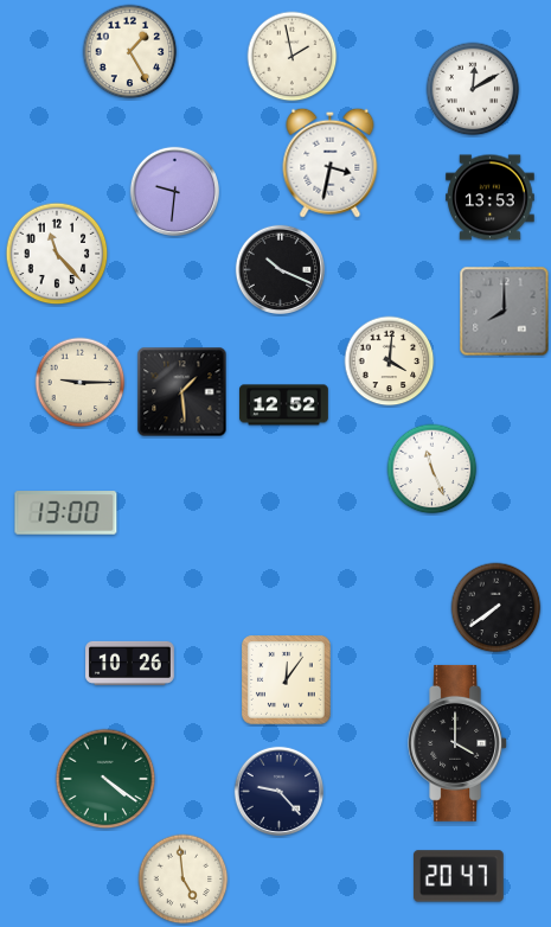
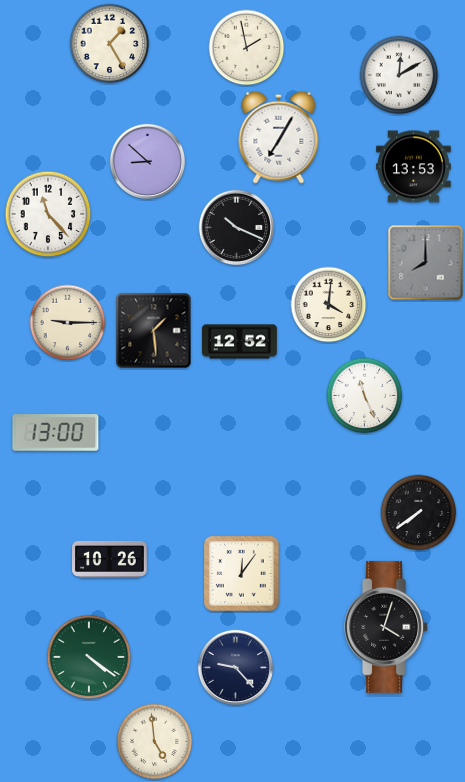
clock at (331, 162): 3:32 -> 7:05
clock at (174, 191): 9:31 -> 8:52
clock at (459, 743): 4:00 -> 4:03
clock at (460, 876): 20:47 -> none
